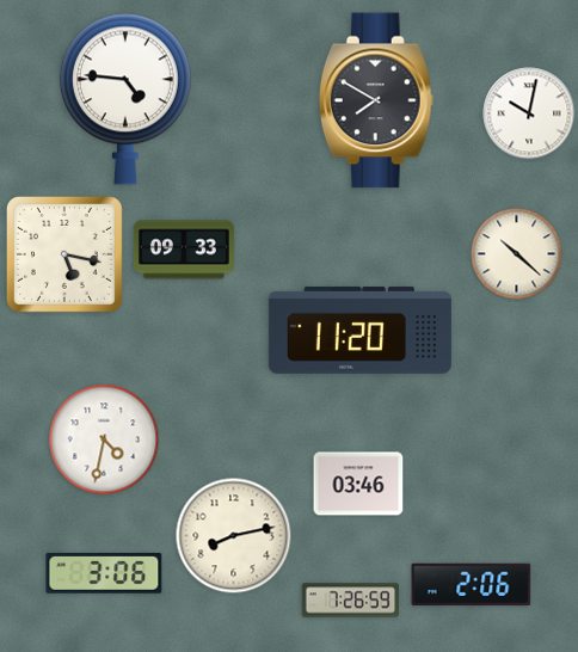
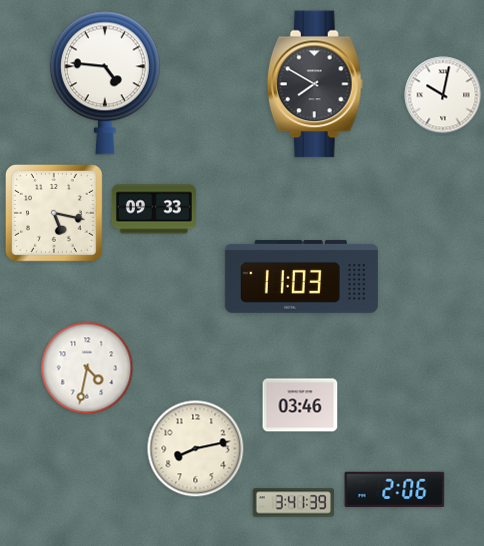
clock at (517, 254): 10:22 -> none
clock at (359, 330): 11:20 -> 11:03
clock at (104, 573): 3:06 -> none
clock at (350, 601): 7:26 -> 3:41
